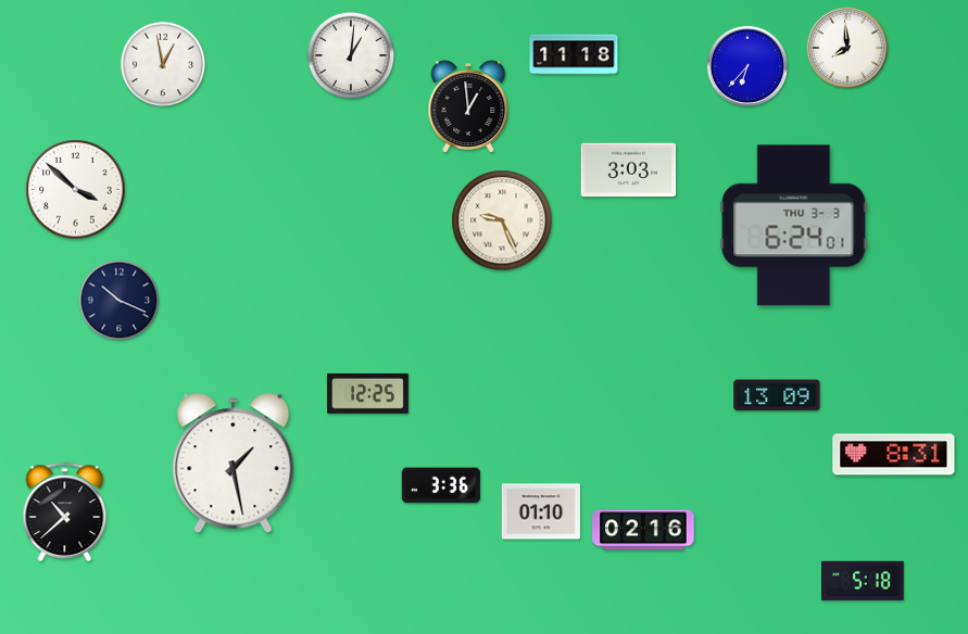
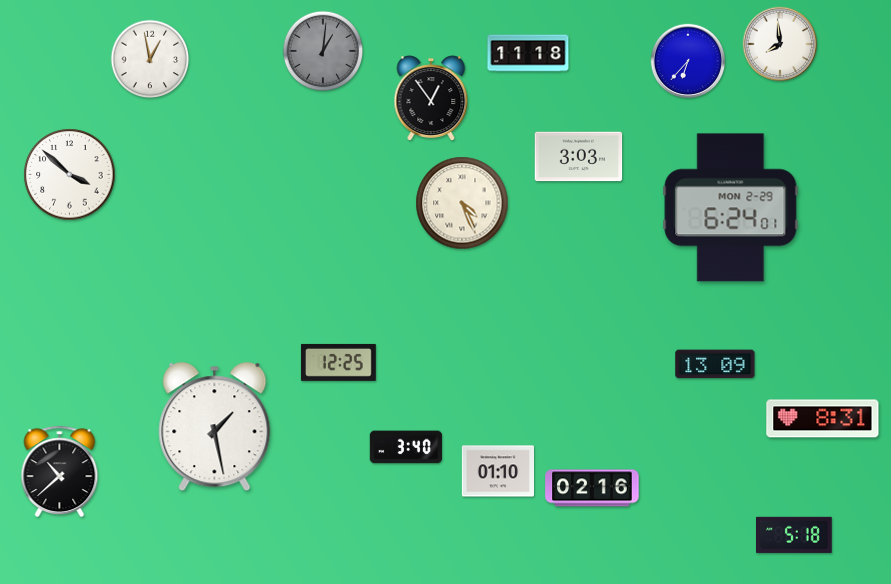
clock at (574, 54) position: (574, 54) -> (528, 53)
clock at (351, 55) dial: white -> grey
clock at (468, 106): 12:59 -> 12:54
clock at (502, 220): 9:26 -> 4:26
clock at (794, 226) date: THU 3-3 -> MON 2-29
clock at (120, 301): 10:19 -> none
clock at (441, 485): 3:36 -> 3:40
